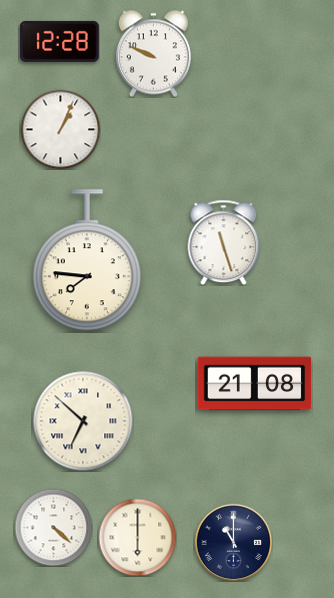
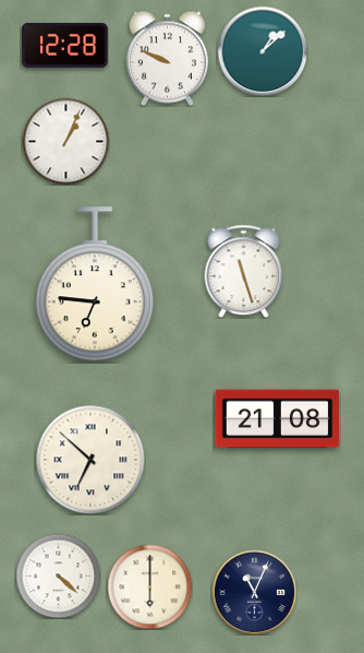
clock at (263, 51): none -> 1:08
clock at (224, 242) position: (224, 242) -> (244, 271)
clock at (87, 261): 7:46 -> 6:46
clock at (233, 542): 11:00 -> 11:04
